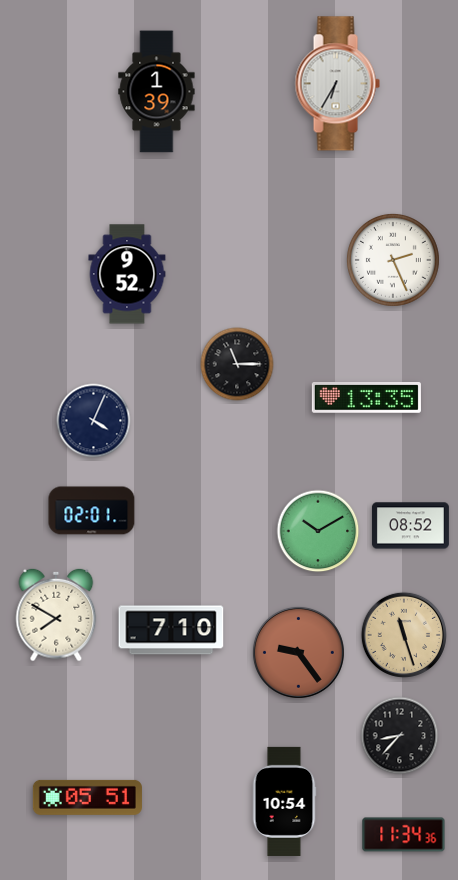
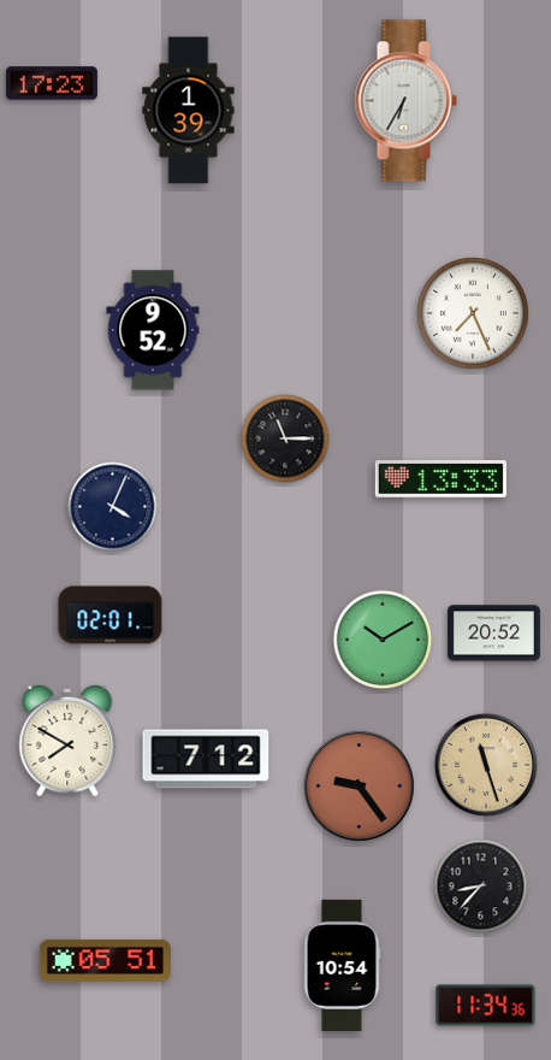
clock at (52, 83): none -> 17:23
clock at (393, 260): 2:26 -> 7:26
clock at (366, 398): 13:35 -> 13:33
clock at (410, 526): 08:52 -> 20:52
clock at (171, 630): 7:10 -> 7:12
